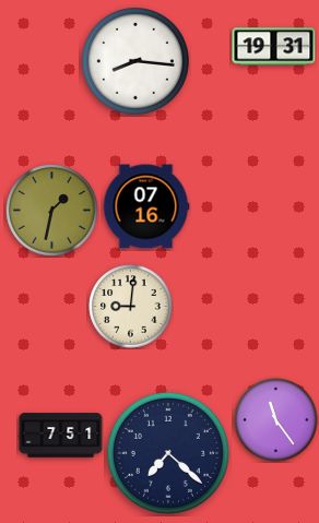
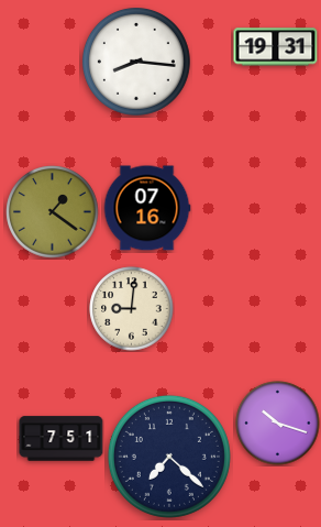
clock at (52, 211): 1:32 -> 1:21
clock at (276, 420): 11:24 -> 10:18
